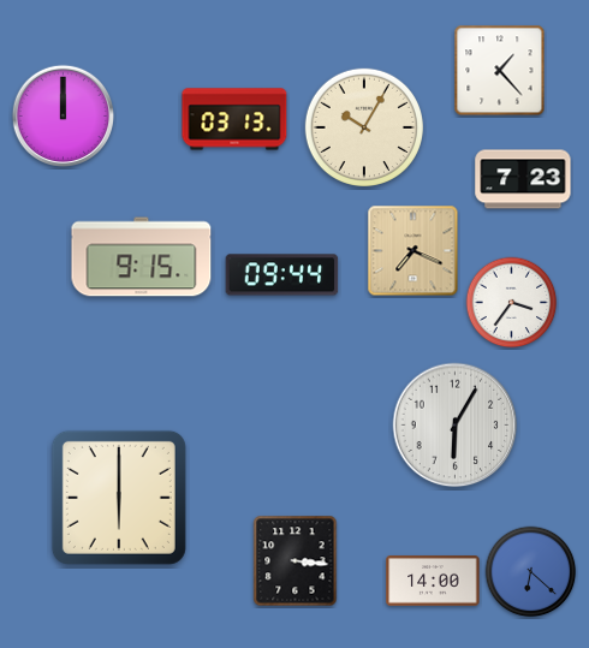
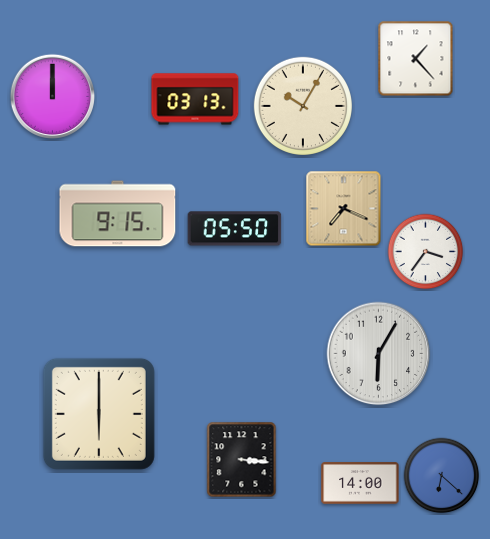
clock at (523, 179): 7:23 -> none
clock at (282, 275): 09:44 -> 05:50
clock at (296, 561) position: (296, 561) -> (242, 460)
